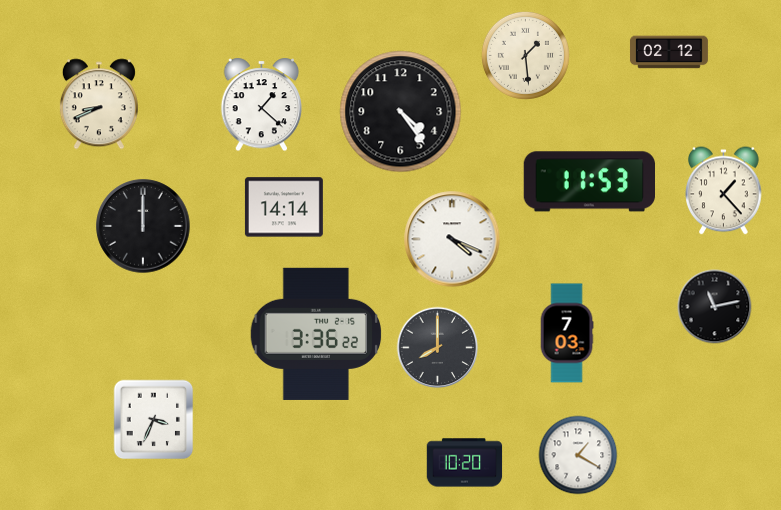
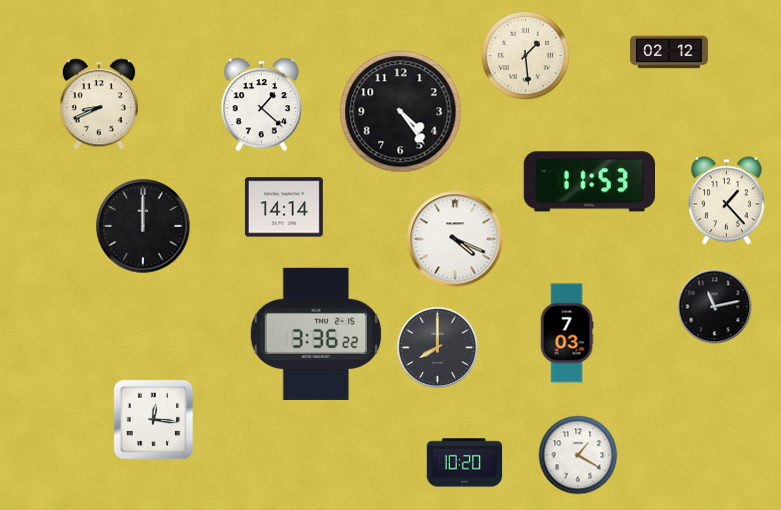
clock at (724, 191) position: (724, 191) -> (727, 201)
clock at (452, 239) position: (452, 239) -> (455, 239)
clock at (154, 420): 3:34 -> 12:16
